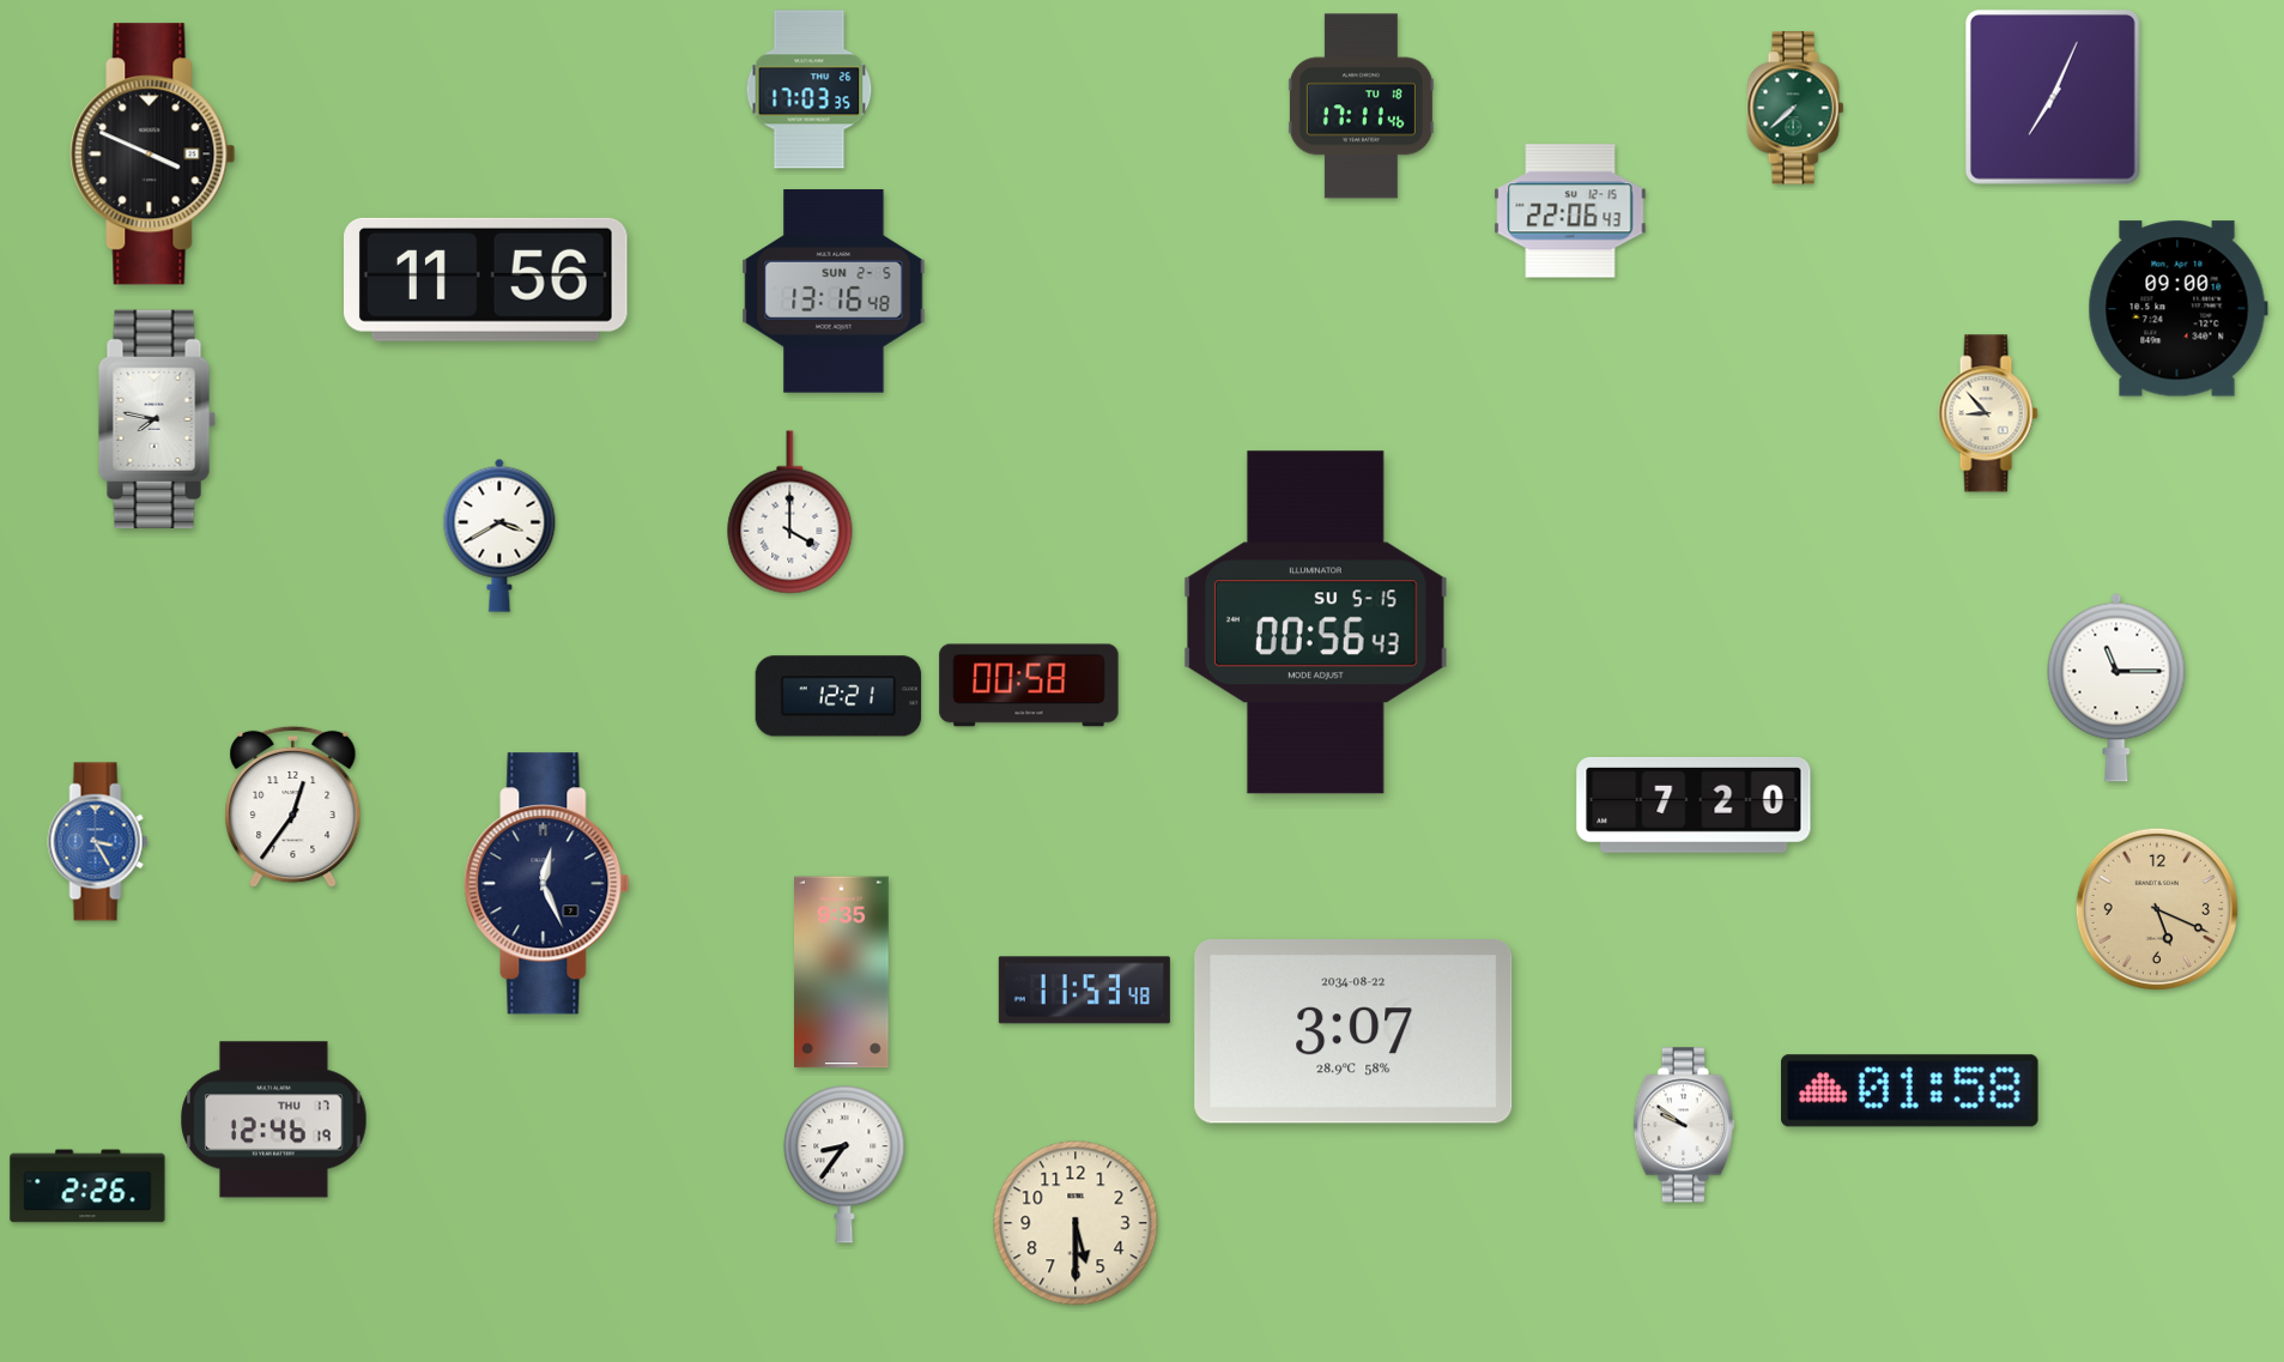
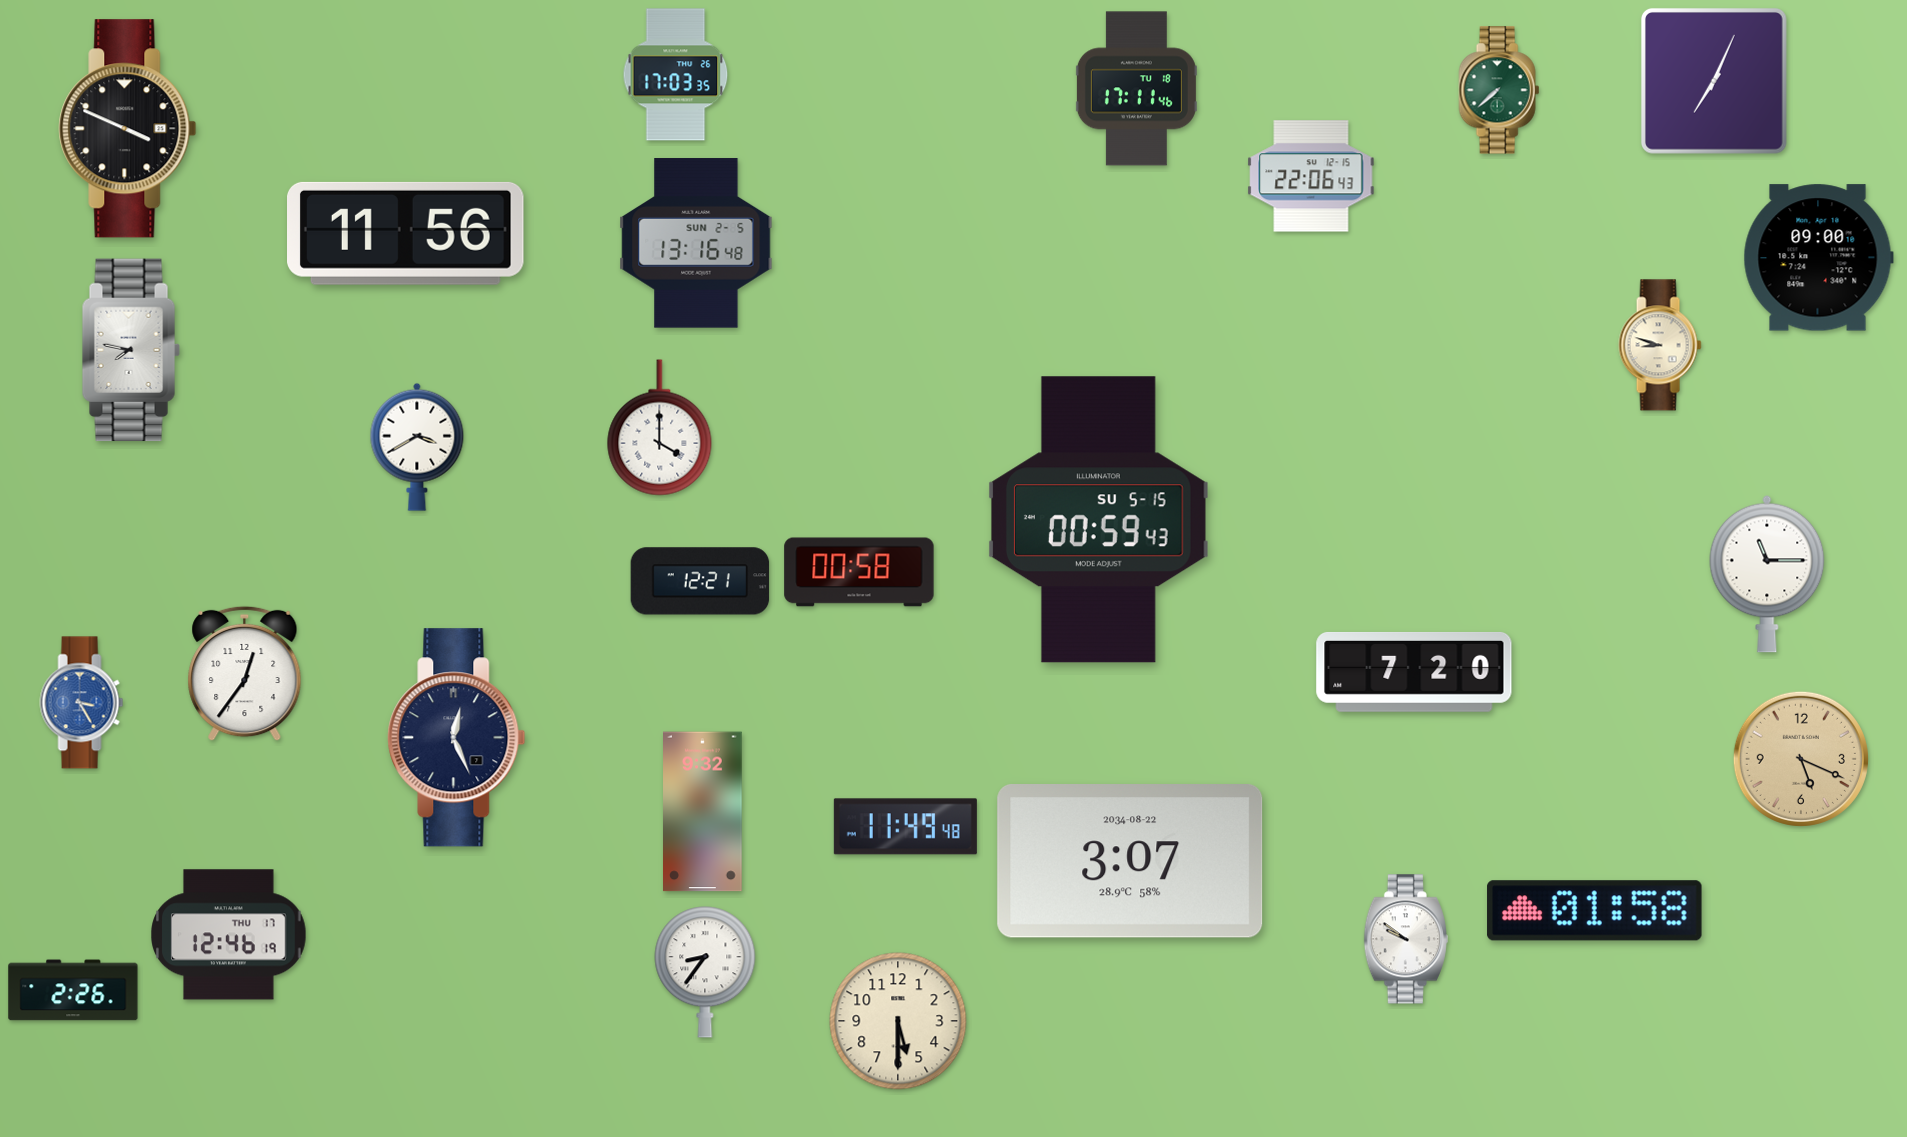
clock at (1988, 413): 8:53 -> 8:48
clock at (1316, 623): 00:56 -> 00:59
clock at (842, 973): 9:35 -> 9:32
clock at (1084, 991): 11:53 -> 11:49
